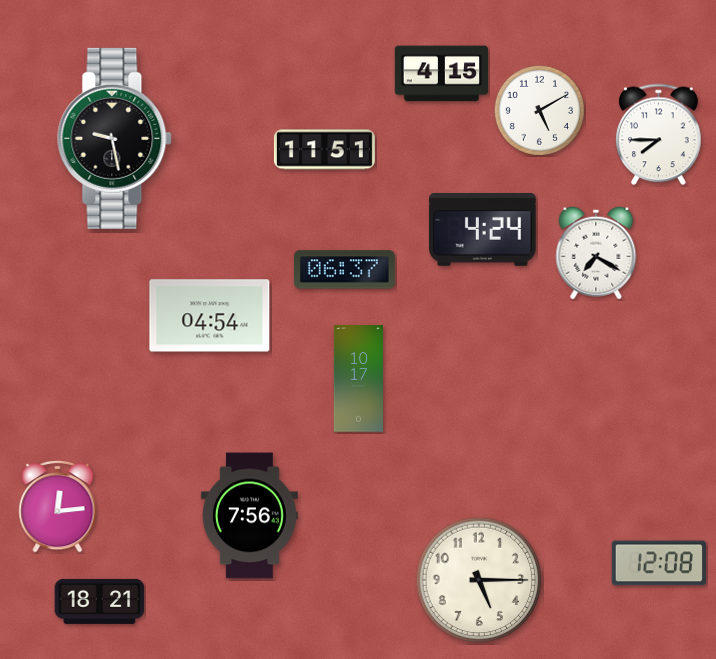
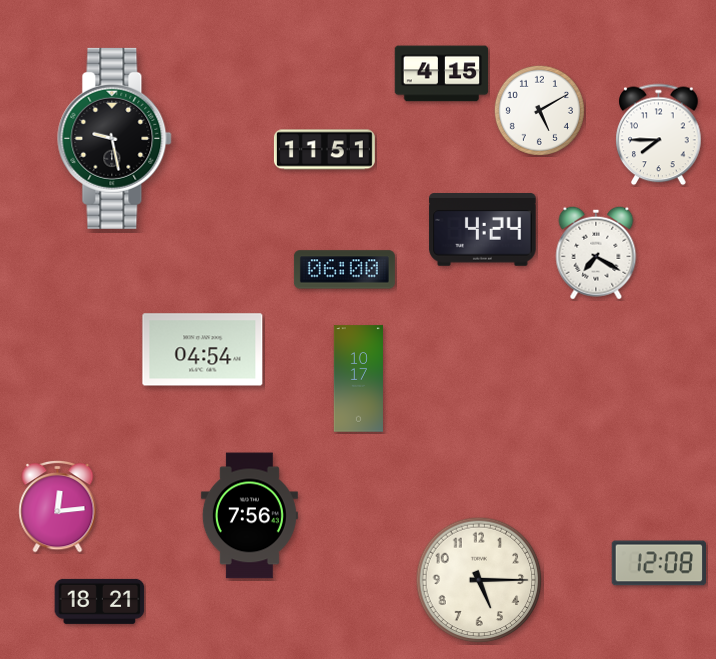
clock at (344, 270): 06:37 -> 06:00
clock at (210, 316) position: (210, 316) -> (203, 350)
